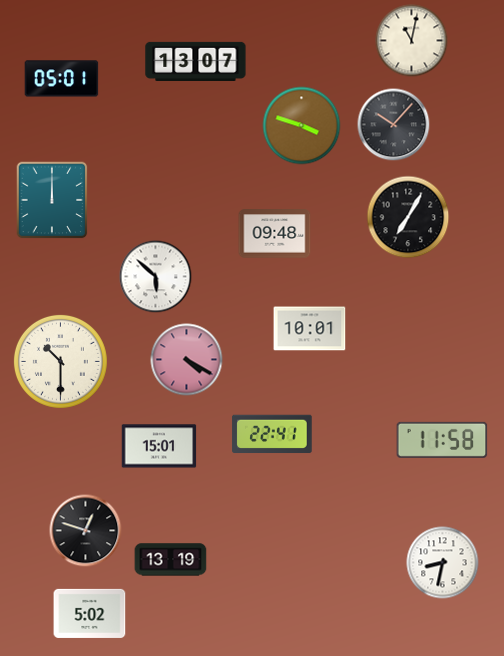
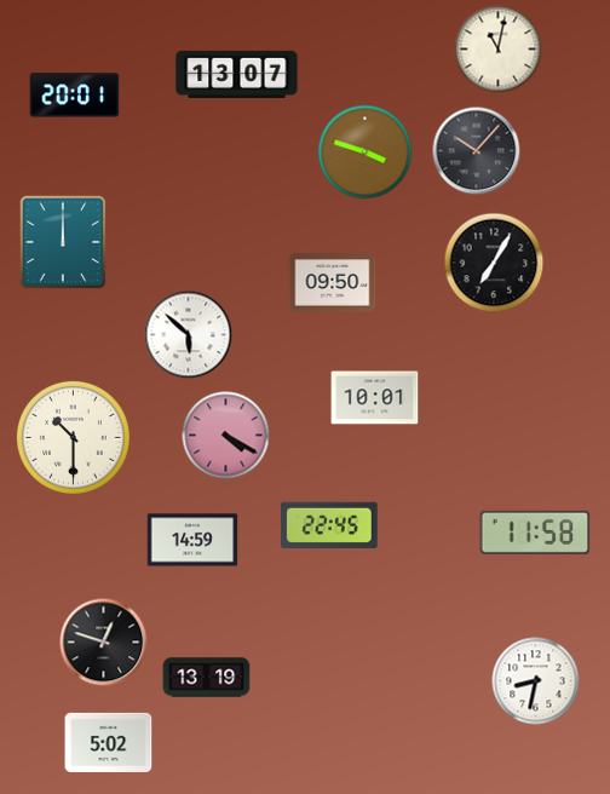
clock at (62, 79): 05:01 -> 20:01
clock at (275, 234): 09:48 -> 09:50
clock at (272, 434): 22:41 -> 22:45
clock at (159, 446): 15:01 -> 14:59
